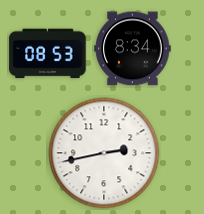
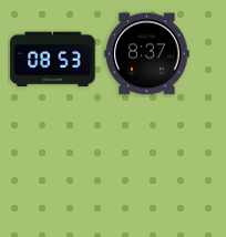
clock at (133, 49): 8:34 -> 8:37
clock at (104, 153): 2:43 -> none
